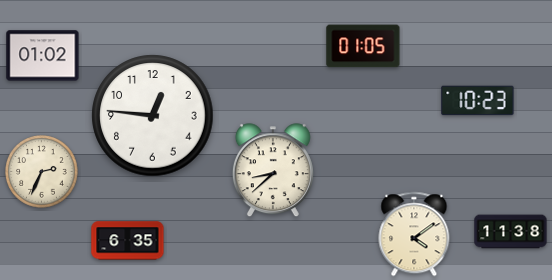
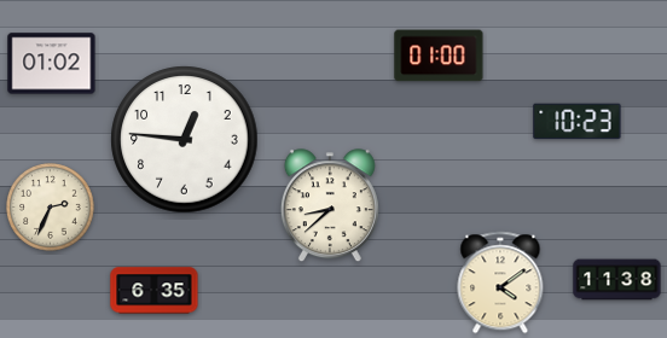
clock at (363, 46): 01:05 -> 01:00
clock at (43, 56) position: (43, 56) -> (52, 64)
